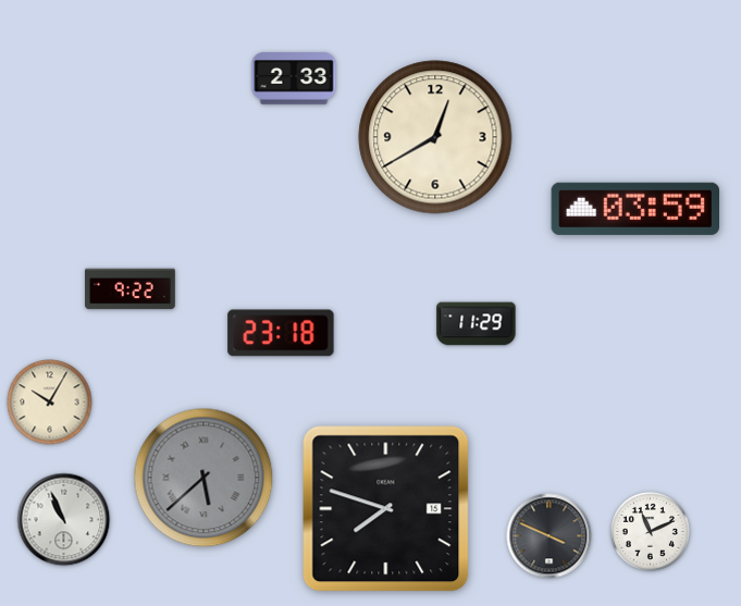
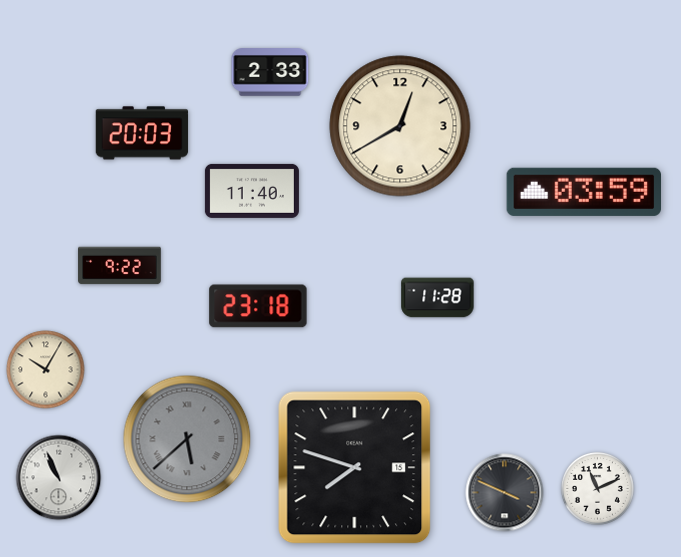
clock at (142, 133): none -> 20:03
clock at (252, 191): none -> 11:40
clock at (477, 324): 11:29 -> 11:28
